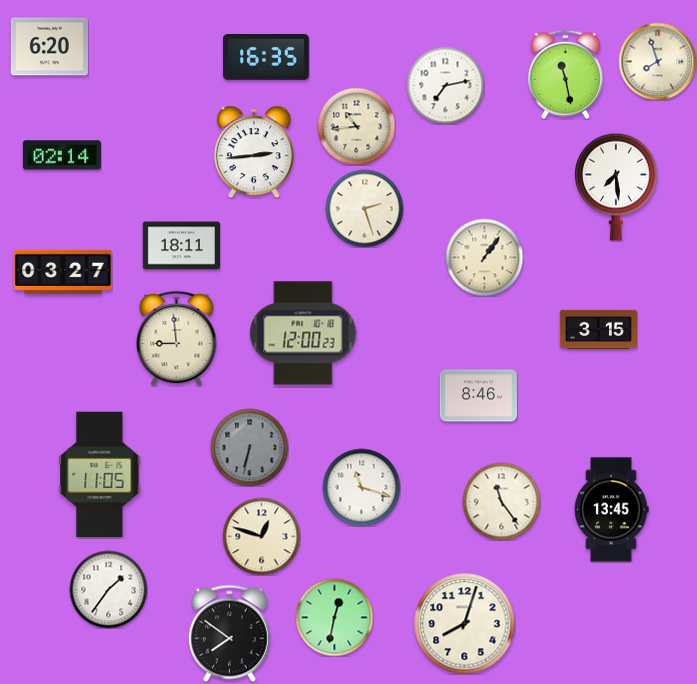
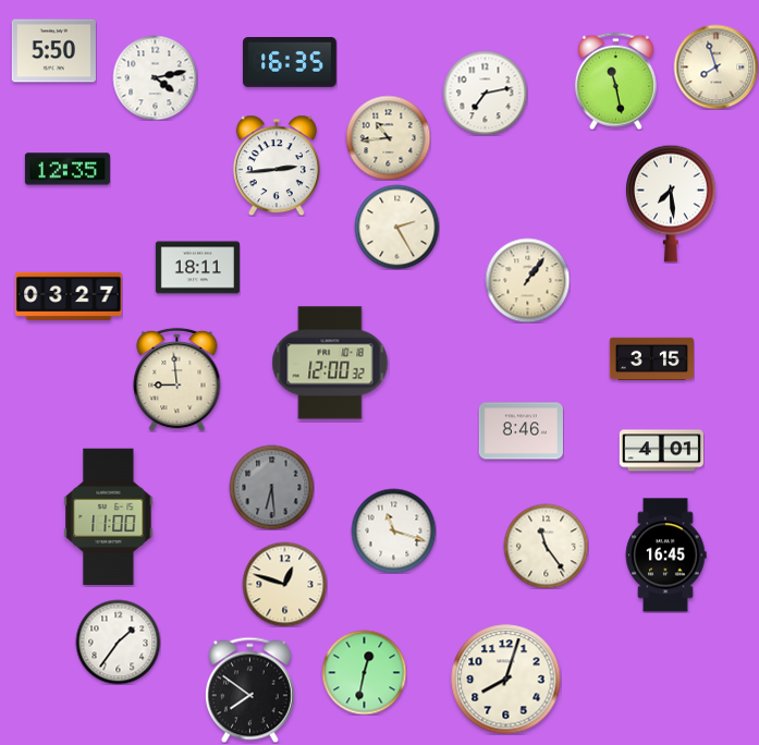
clock at (49, 47): 6:20 -> 5:50
clock at (155, 77): none -> 4:13
clock at (62, 155): 02:14 -> 12:35
clock at (364, 208): 2:27 -> 2:25
clock at (303, 333): 12:00:23 -> 12:00:32
clock at (177, 338) position: (177, 338) -> (177, 379)
clock at (661, 451): none -> 4:01
clock at (249, 447): 6:32 -> 6:29
clock at (100, 475): 11:05 -> 11:00
clock at (611, 510): 13:45 -> 16:45
